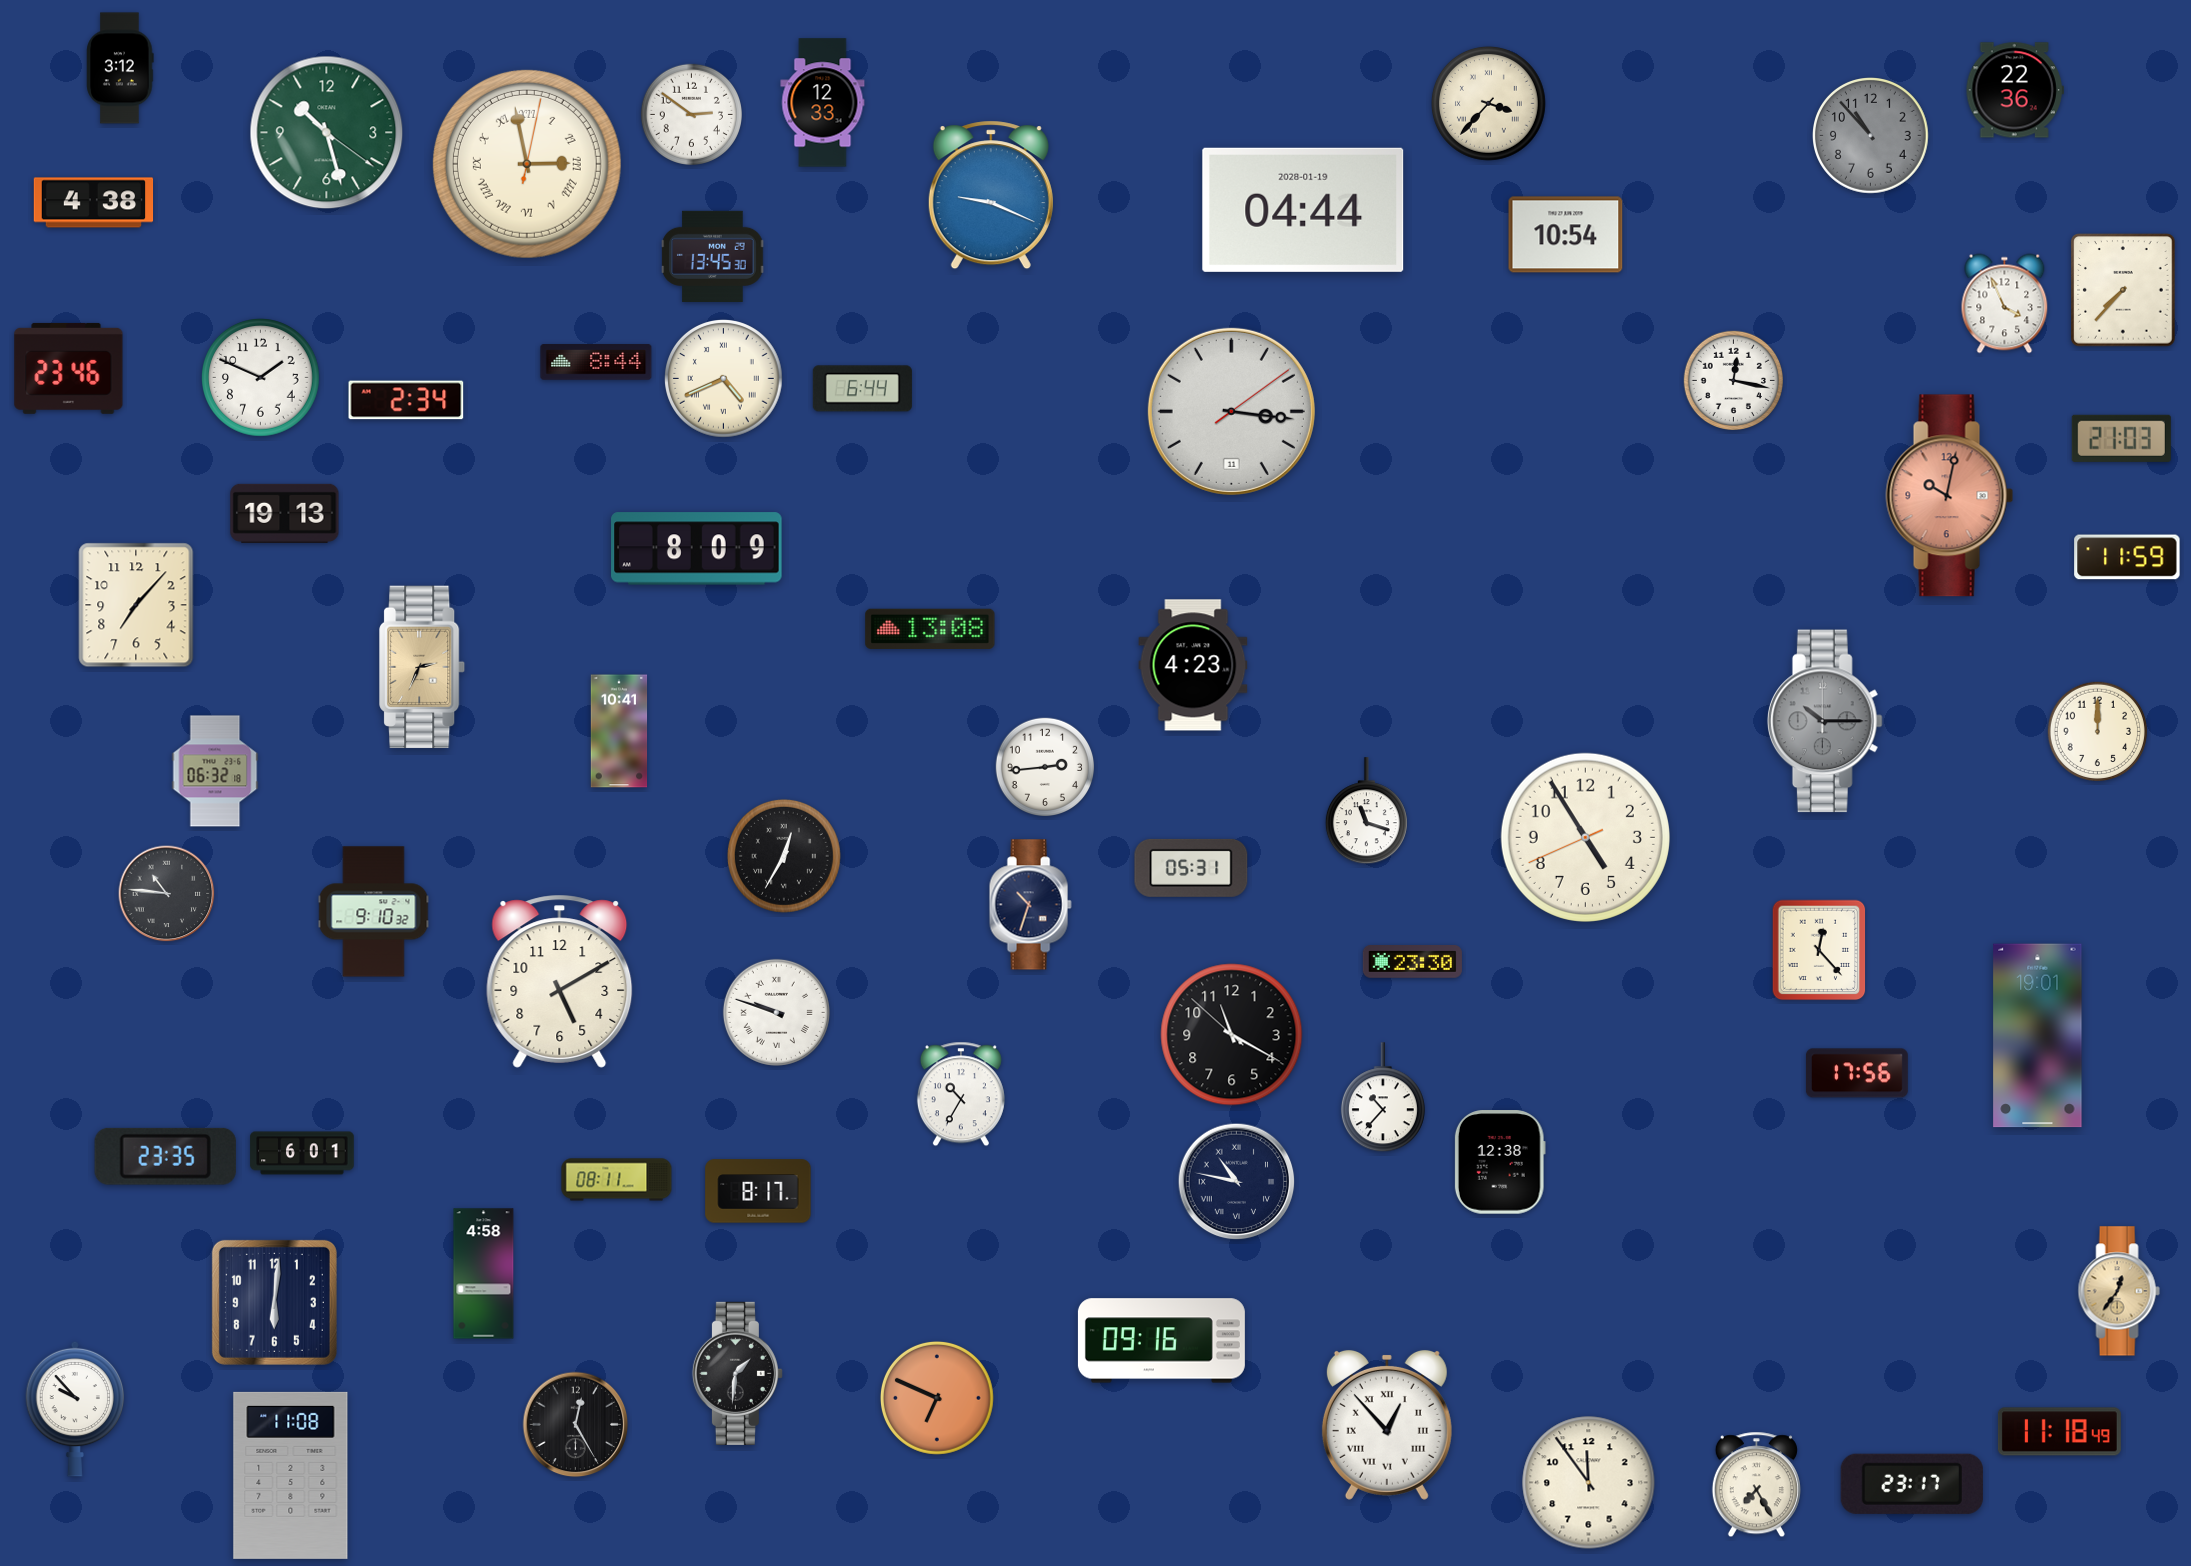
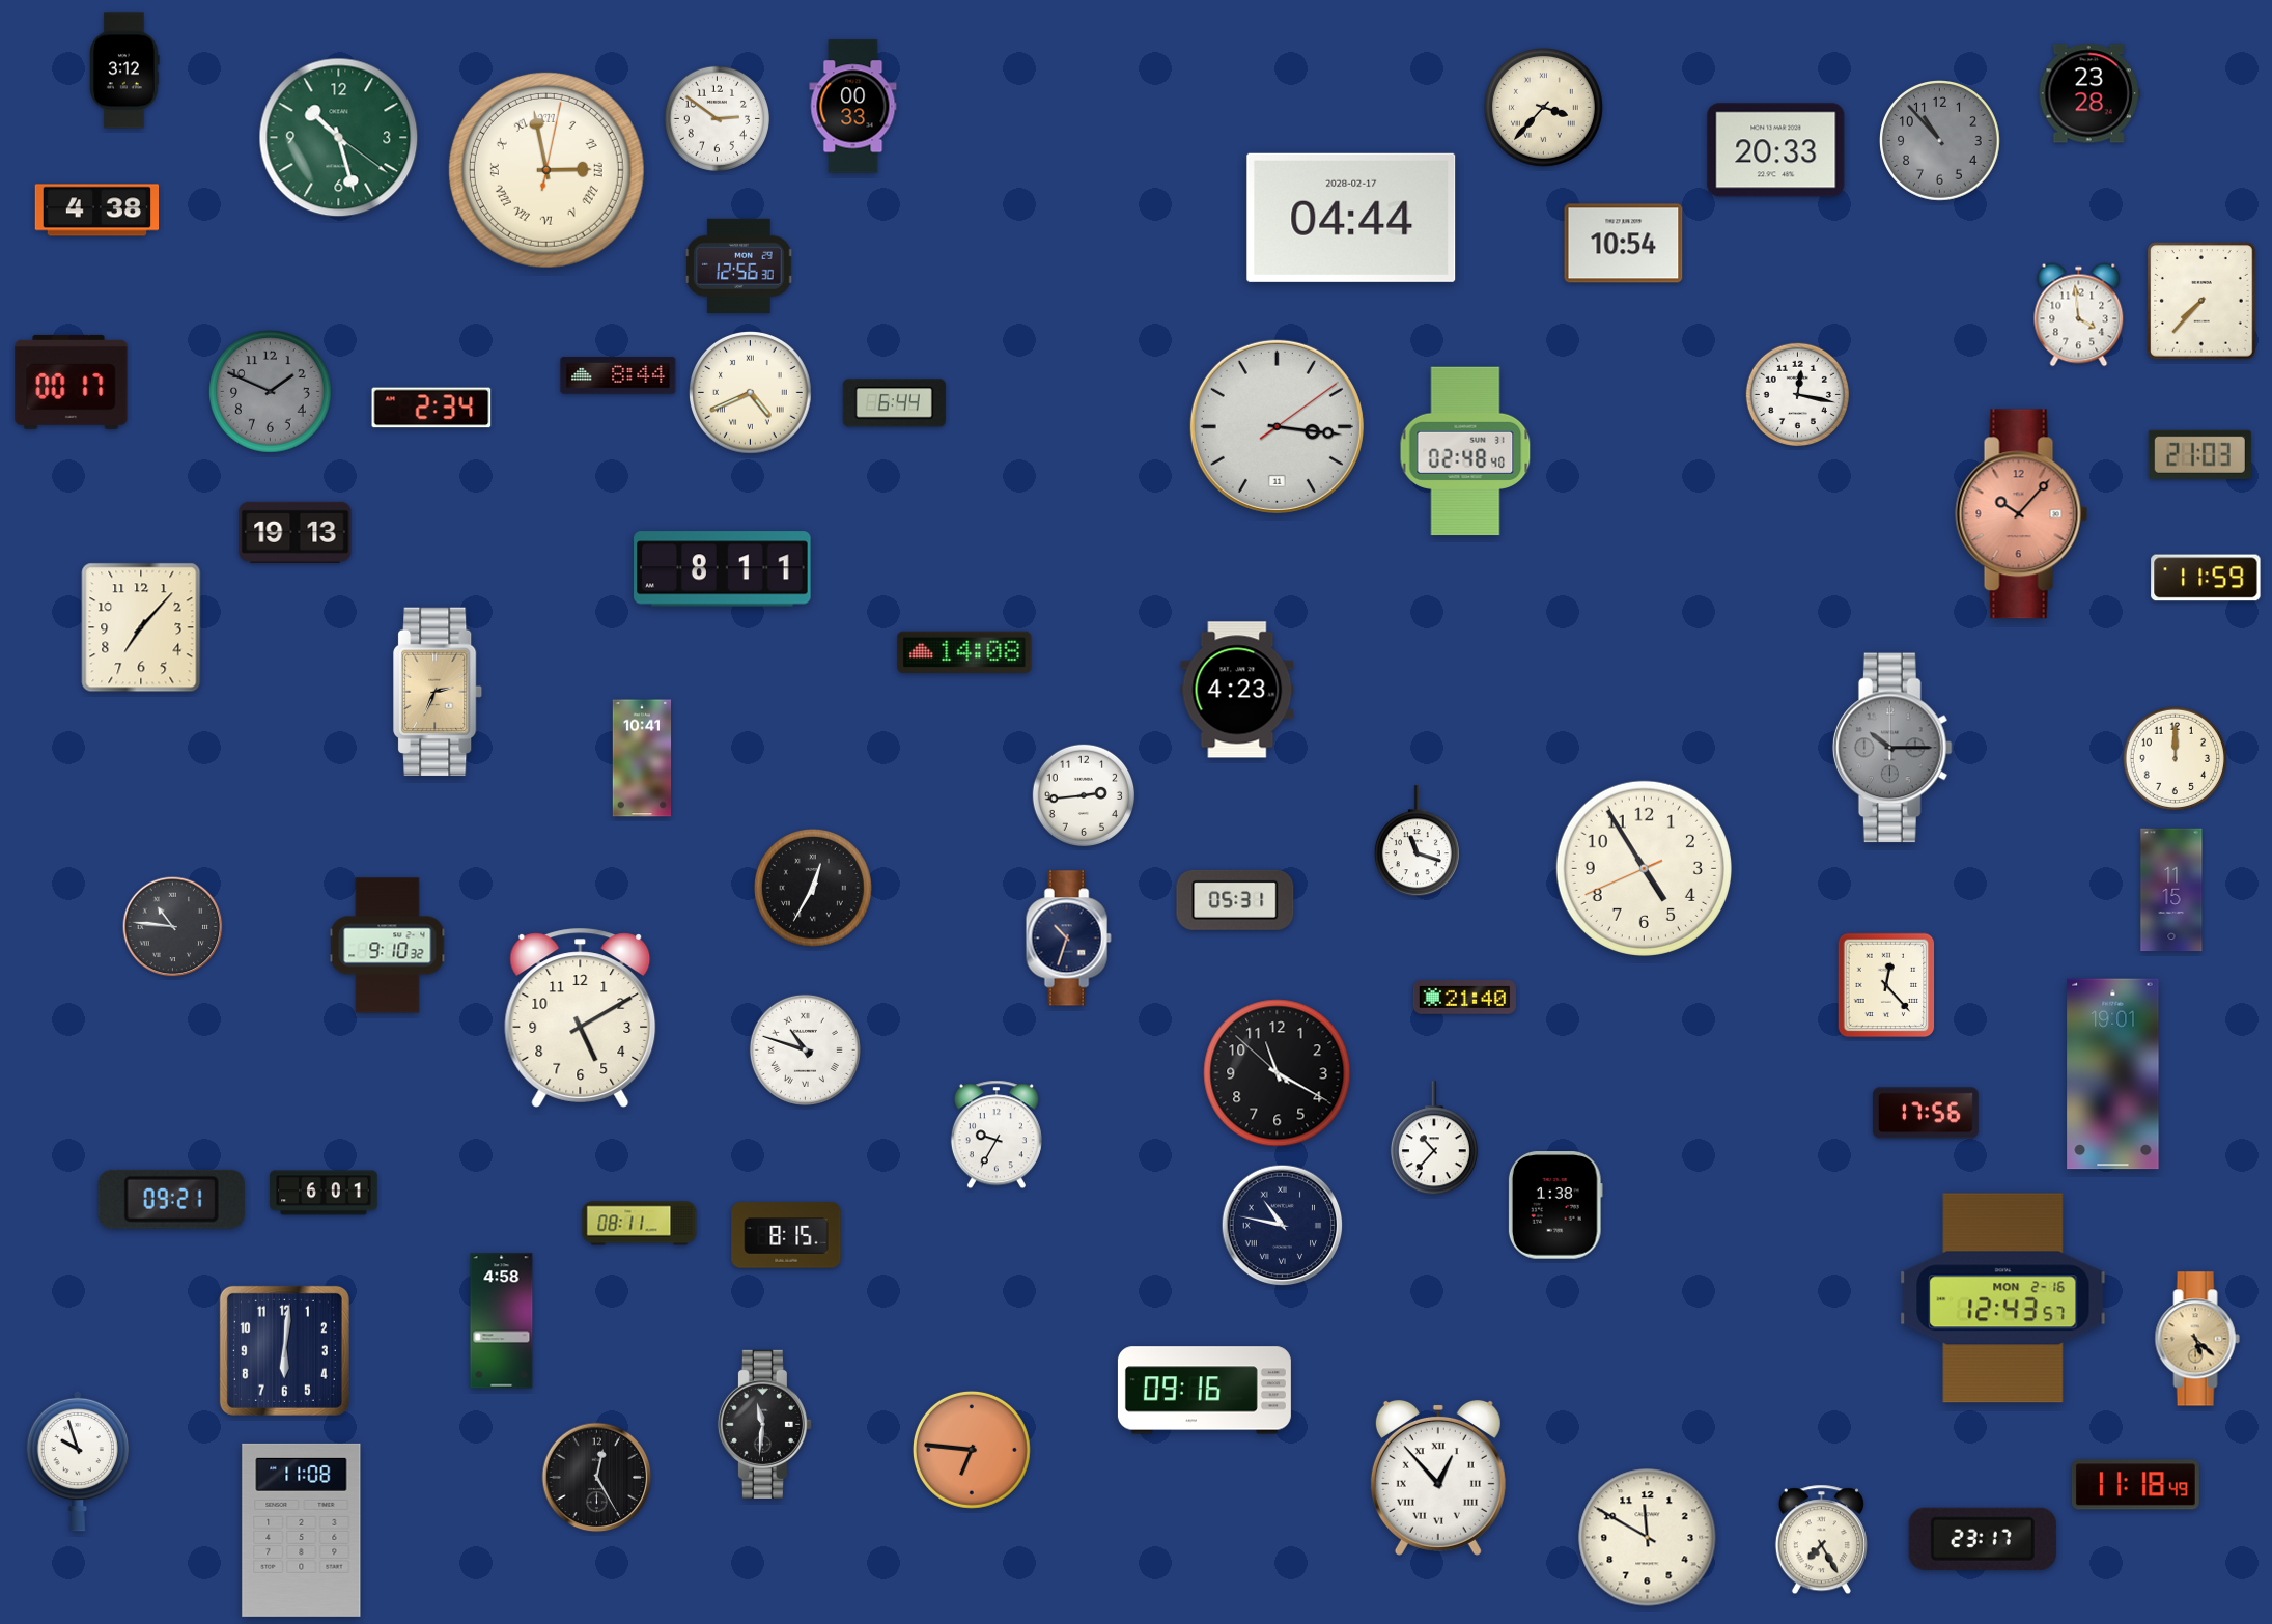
clock at (2015, 90): 22:36 -> 23:28
clock at (823, 103): 12:33 -> 00:33
clock at (1776, 150): none -> 20:33
clock at (991, 195): 9:19 -> none
clock at (1303, 210) date: 2028-01-19 -> 2028-02-17
clock at (713, 256): 13:45 -> 12:56
clock at (2005, 304): 3:56 -> 3:59
clock at (69, 368): 23:46 -> 00:17
clock at (261, 378) dial: white -> grey
clock at (406, 400) position: (406, 400) -> (431, 408)
clock at (1465, 451): none -> 02:48
clock at (1950, 496): 10:02 -> 10:07
clock at (697, 549): 8:09 -> 8:11
clock at (930, 629): 13:08 -> 14:08
clock at (215, 771): 06:32 -> none
clock at (2171, 890): none -> 11:15
clock at (1412, 962): 23:30 -> 21:40
clock at (776, 1012): 9:48 -> 10:48
clock at (961, 1094): 10:35 -> 9:35
clock at (302, 1153) position: (302, 1153) -> (324, 1193)
clock at (165, 1156): 23:35 -> 09:21
clock at (1500, 1162): 12:38 -> 1:38
clock at (758, 1191): 8:17 -> 8:15
clock at (2003, 1298): none -> 12:43
clock at (2119, 1291): 12:36 -> 5:22
clock at (737, 1373): 1:31 -> 11:31
clock at (937, 1398): 6:49 -> 6:46
clock at (75, 1409): 9:53 -> 9:57
clock at (1589, 1483): 11:54 -> 11:50
